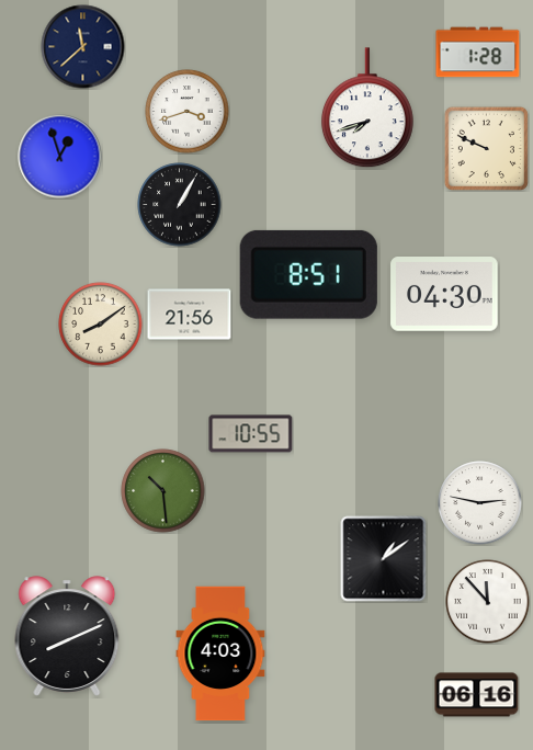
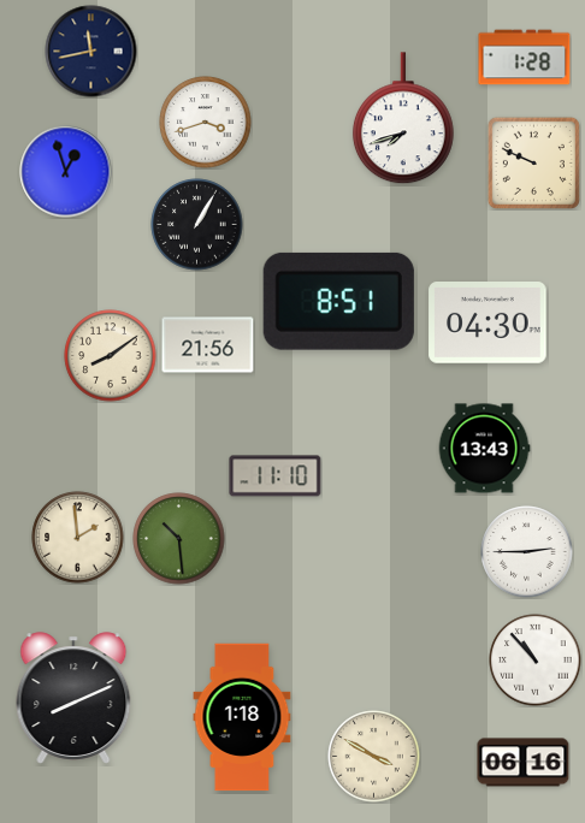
clock at (83, 47): 11:38 -> 11:43
clock at (484, 449): none -> 13:43
clock at (251, 434): 10:55 -> 11:10
clock at (78, 538): none -> 1:59
clock at (480, 503): 2:47 -> 2:45
clock at (384, 559): 1:09 -> none
clock at (488, 602): 11:53 -> 10:53
clock at (220, 654): 4:03 -> 1:18
clock at (374, 757): none -> 3:50
